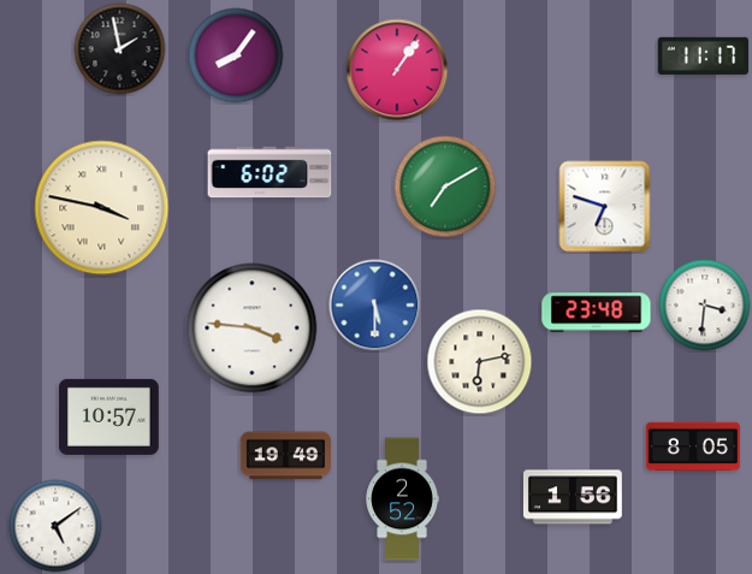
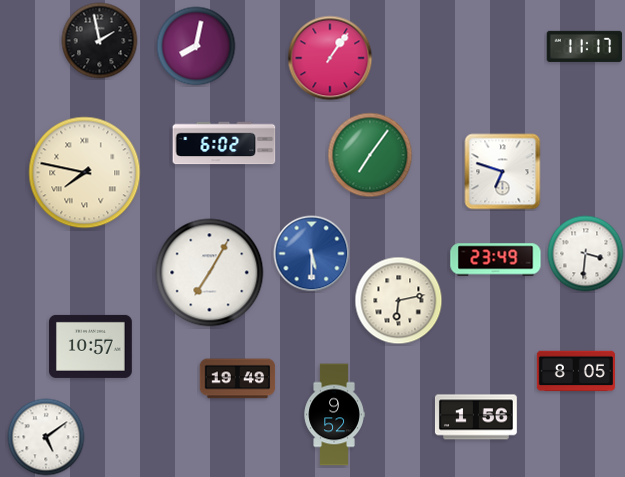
clock at (236, 55): 8:06 -> 8:02
clock at (445, 187): 7:10 -> 7:06
clock at (102, 208): 3:47 -> 7:47
clock at (597, 313): 23:48 -> 23:49
clock at (253, 329): 3:46 -> 7:05
clock at (573, 497) position: (573, 497) -> (476, 417)
clock at (402, 499): 2:52 -> 9:52
